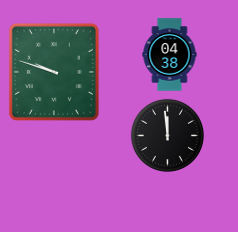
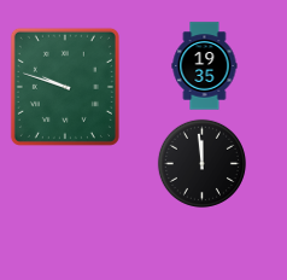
clock at (170, 55): 04:38 -> 19:35
